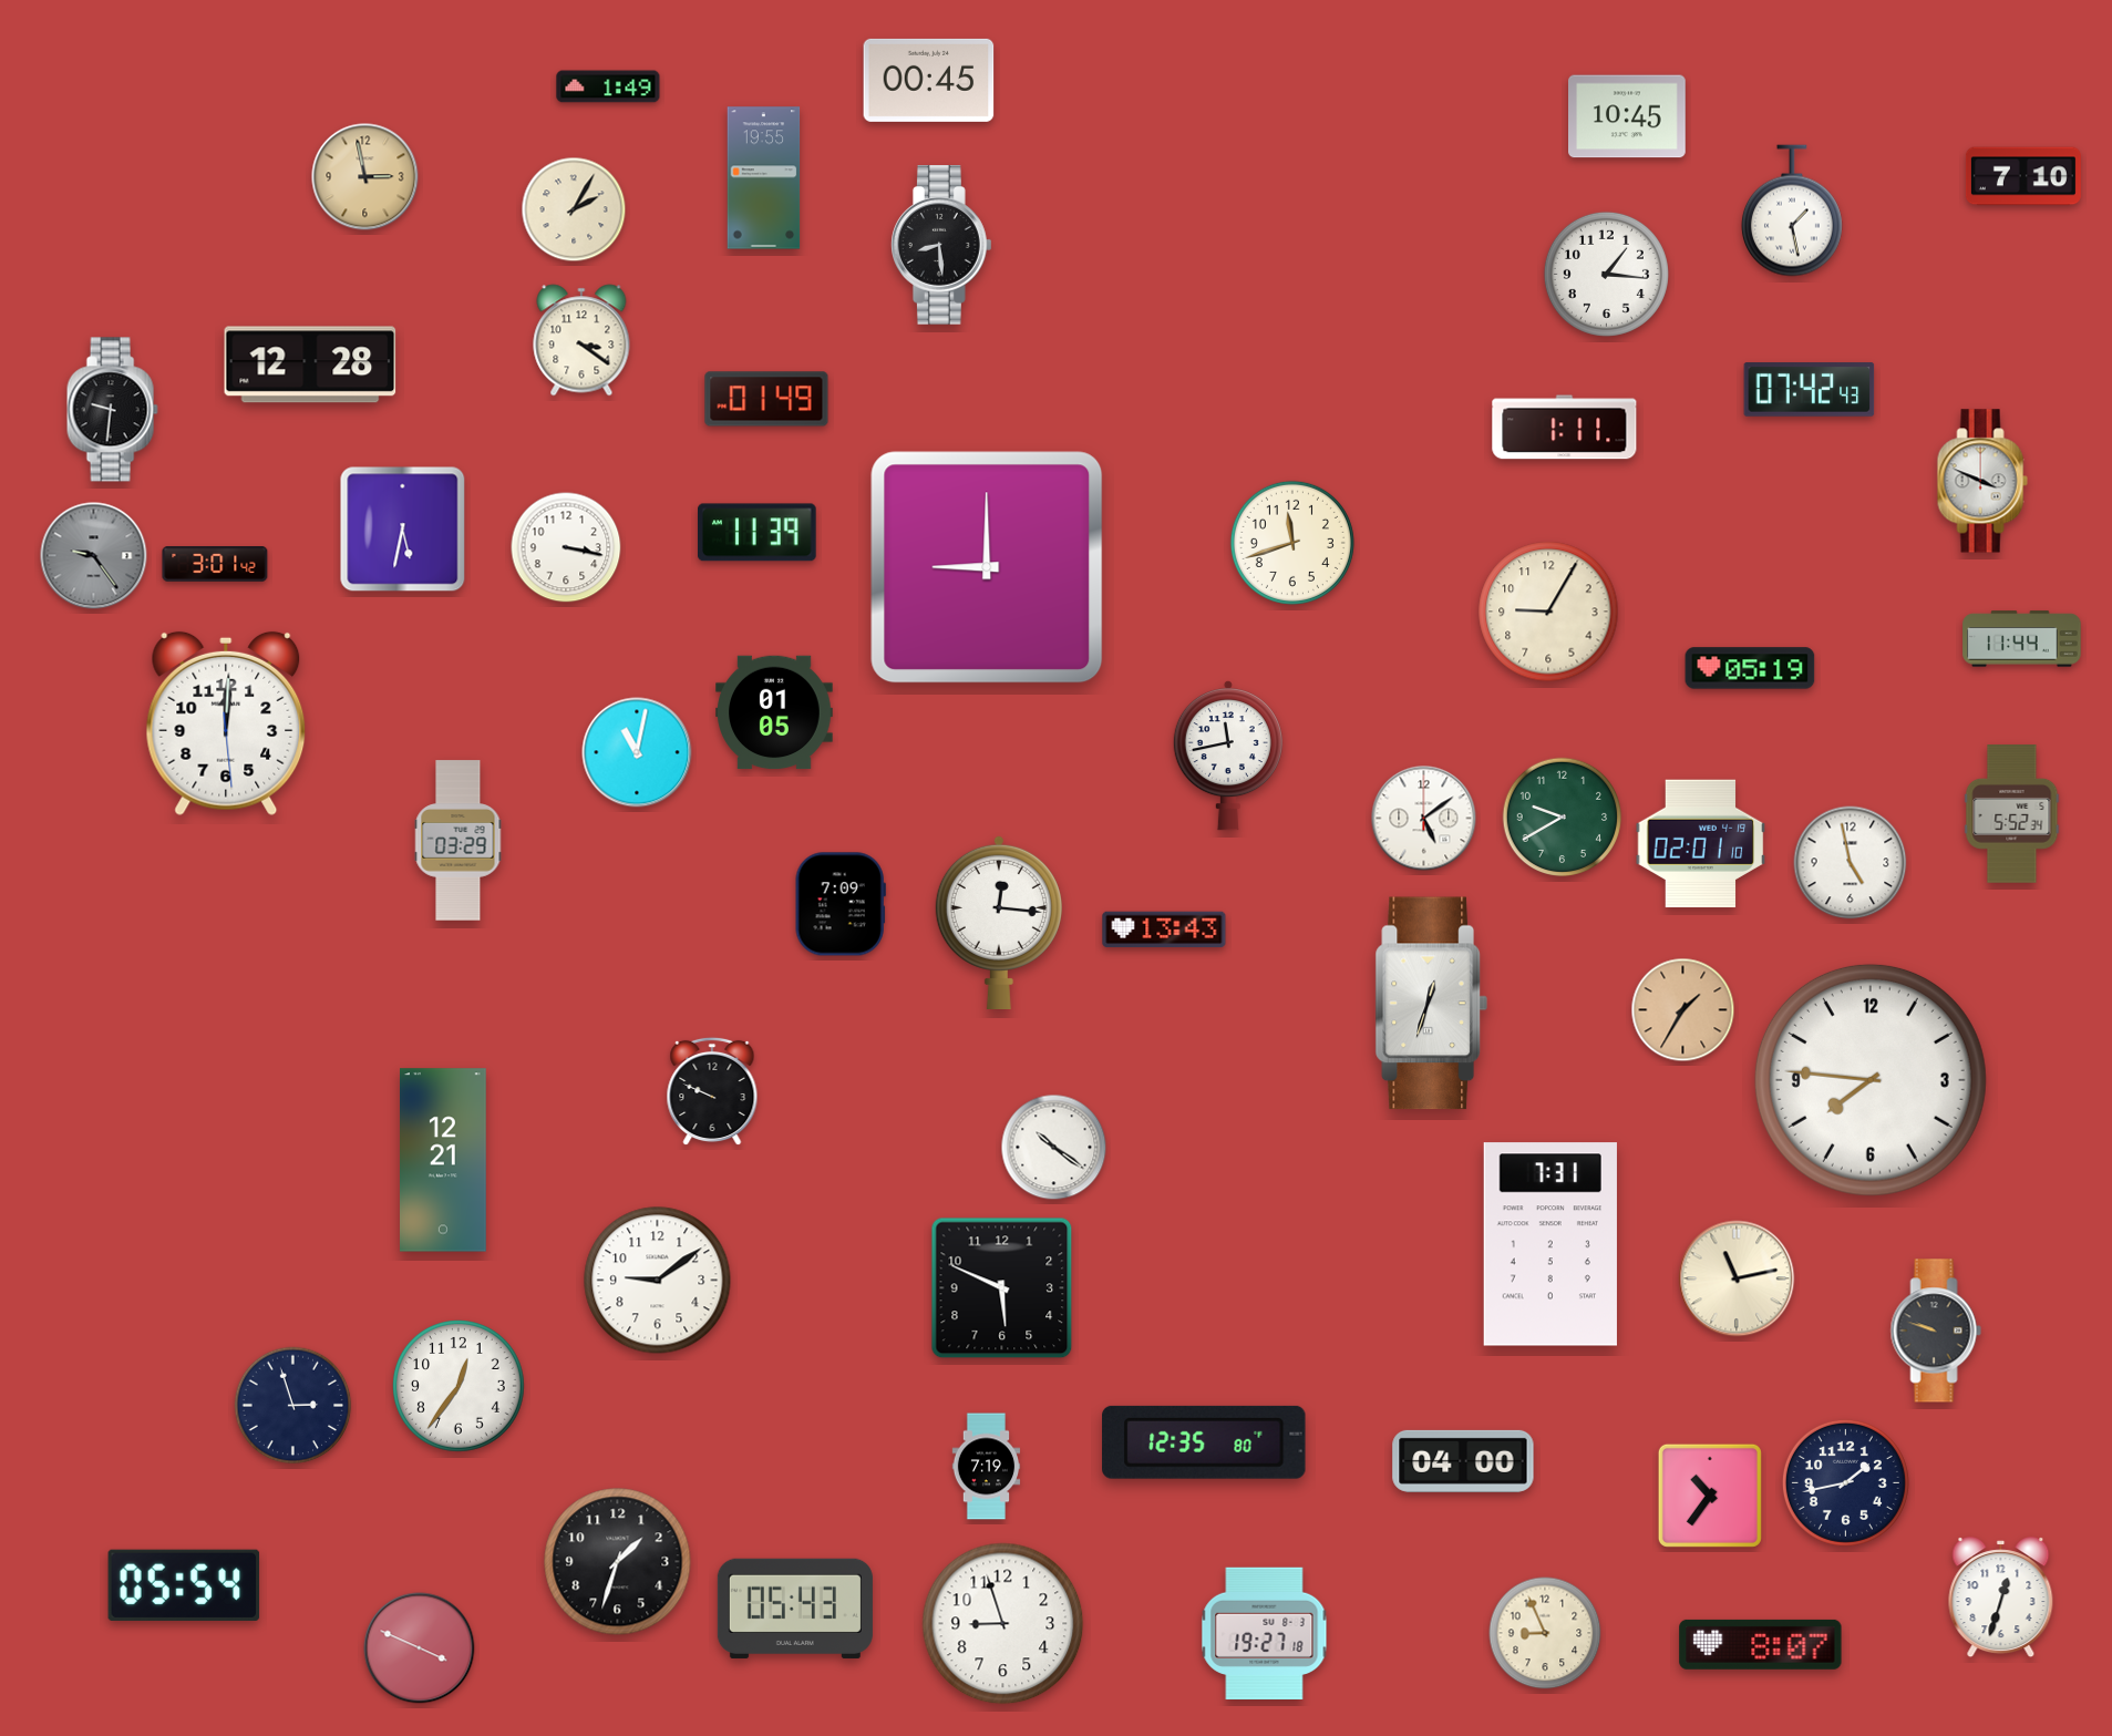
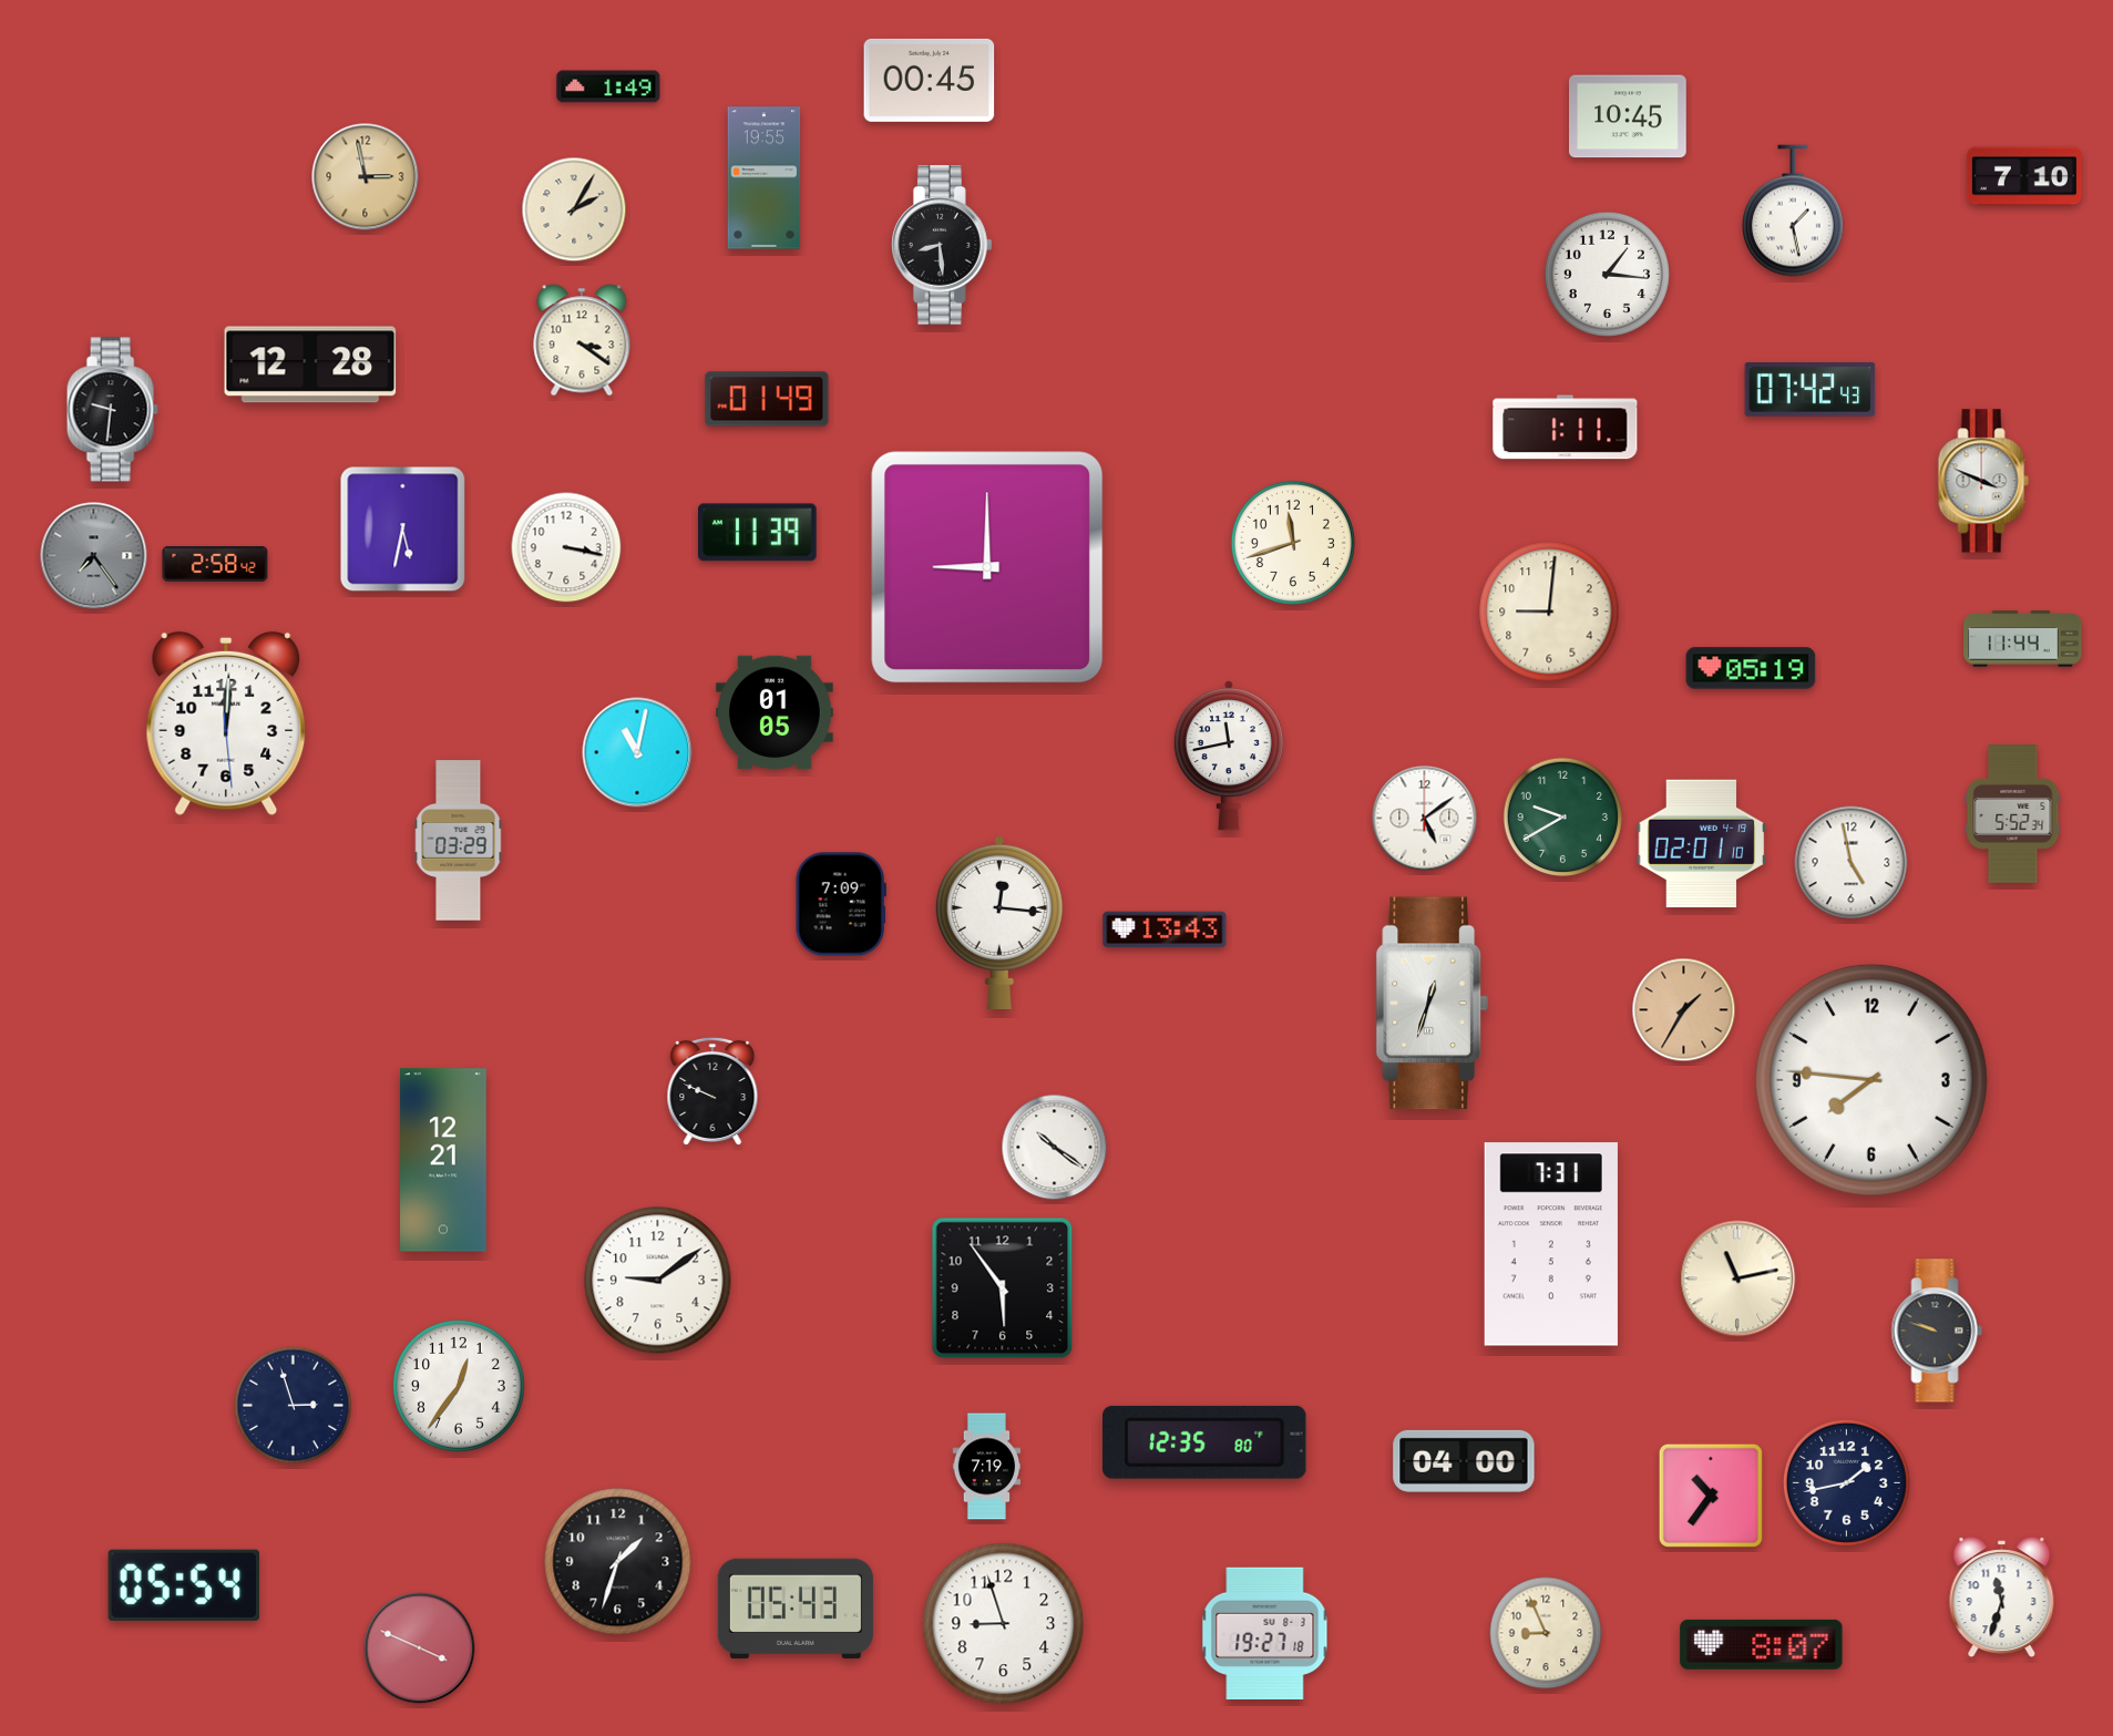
clock at (94, 556): 9:24 -> 7:24
clock at (215, 565): 3:01 -> 2:58
clock at (1548, 612): 9:05 -> 9:01
clock at (1002, 1288): 5:49 -> 5:54
clock at (2001, 1598): 12:33 -> 11:33
